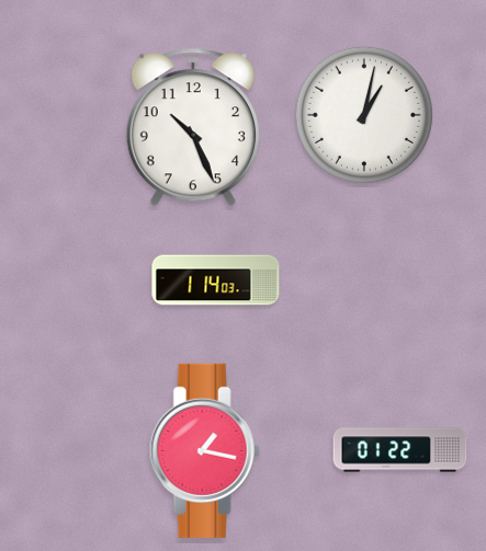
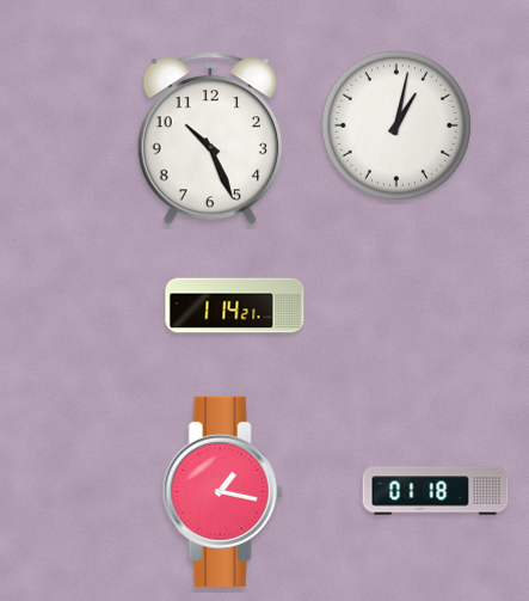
clock at (216, 280): 1:14:03 -> 1:14:21
clock at (400, 450): 01:22 -> 01:18
